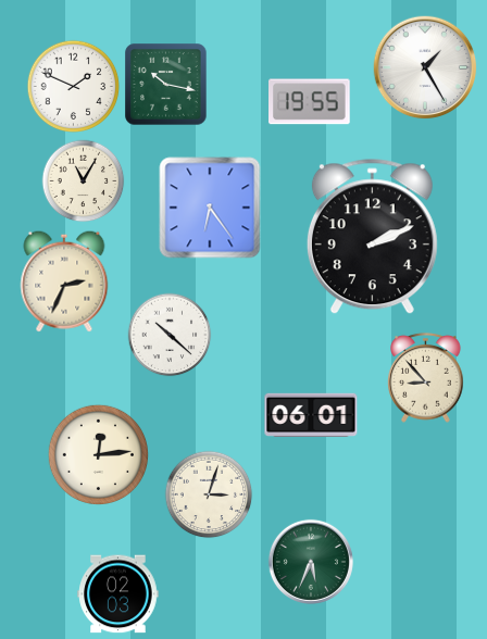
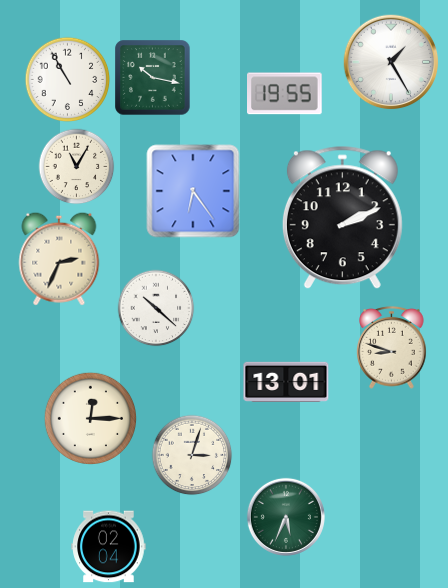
clock at (74, 87): 1:49 -> 10:55
clock at (426, 378): 8:53 -> 8:48
clock at (311, 414): 06:01 -> 13:01
clock at (98, 454): 12:14 -> 12:15
clock at (118, 594): 02:03 -> 02:04
